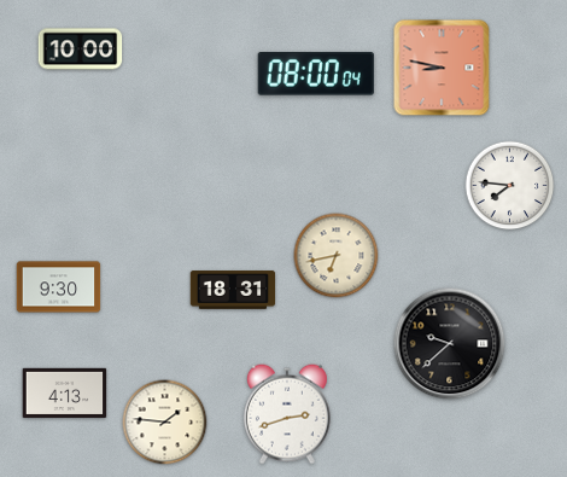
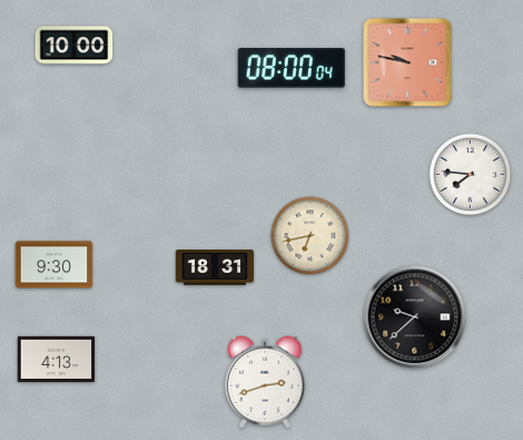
clock at (442, 68): 8:47 -> 9:47
clock at (510, 186) position: (510, 186) -> (471, 175)
clock at (65, 392) position: (65, 392) -> (57, 359)
clock at (165, 423): 1:46 -> none
